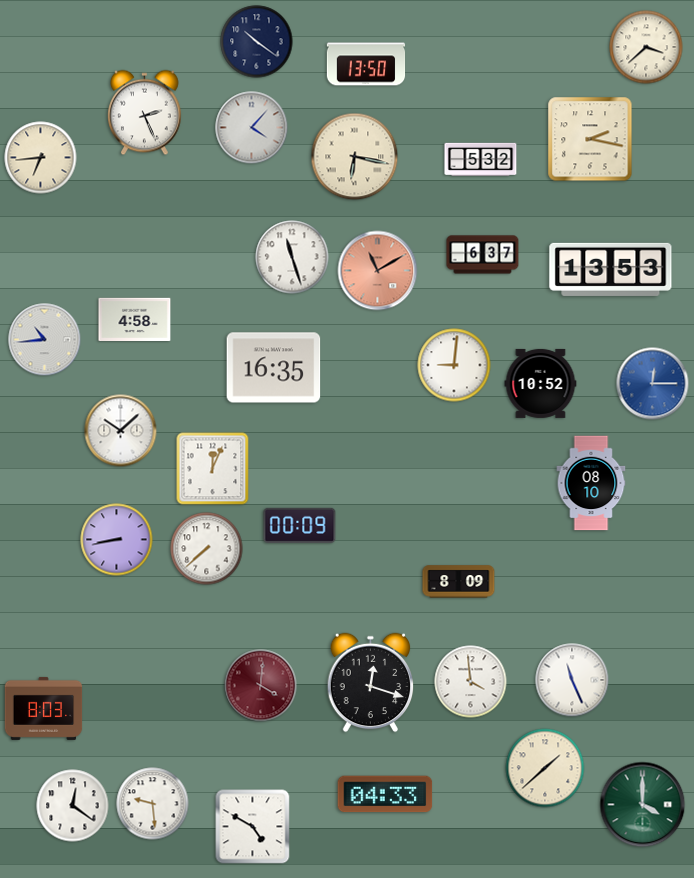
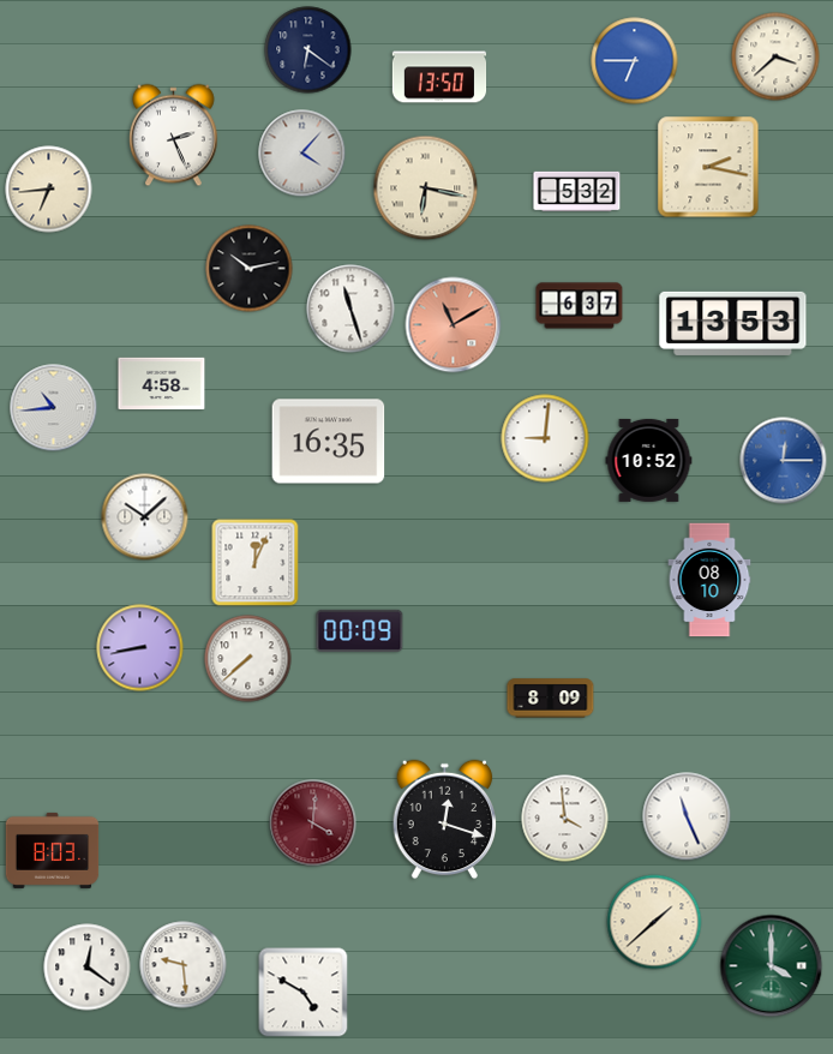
clock at (257, 42): 10:21 -> 6:21
clock at (635, 61): none -> 6:45
clock at (250, 269): none -> 10:13
clock at (385, 794): 04:33 -> none
